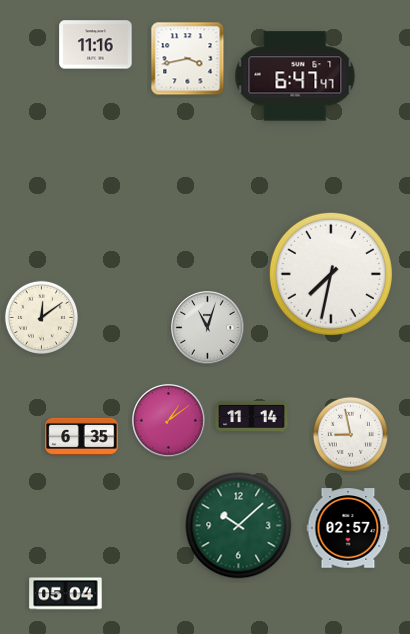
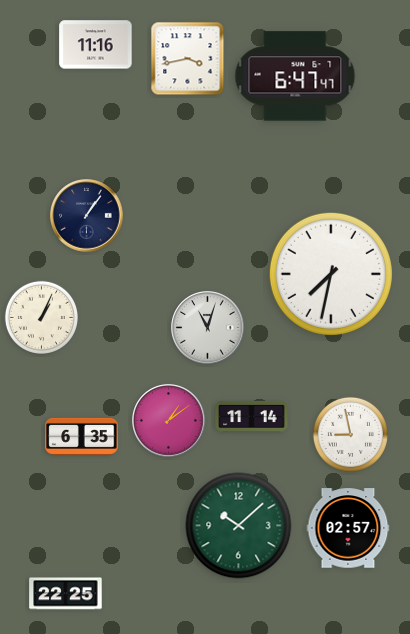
clock at (87, 216): none -> 1:06
clock at (41, 317): 12:09 -> 1:04
clock at (66, 594): 05:04 -> 22:25
